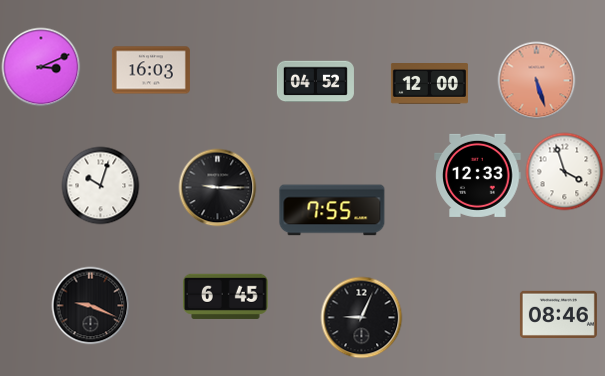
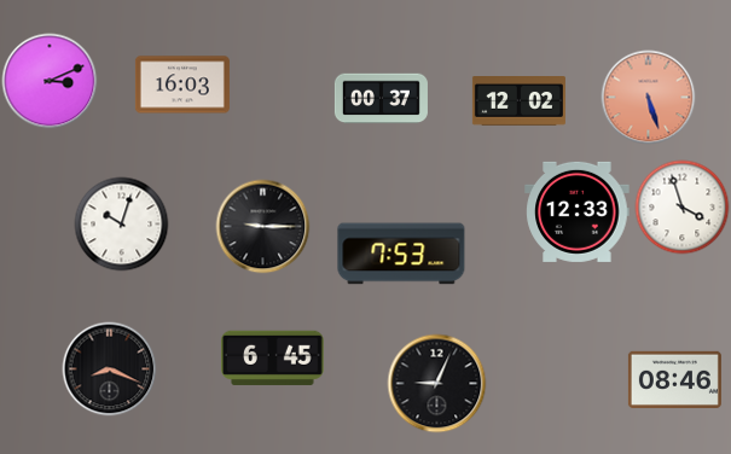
clock at (315, 82): 04:52 -> 00:37
clock at (429, 84): 12:00 -> 12:02
clock at (332, 210): 7:55 -> 7:53
clock at (90, 305): 9:19 -> 8:19
